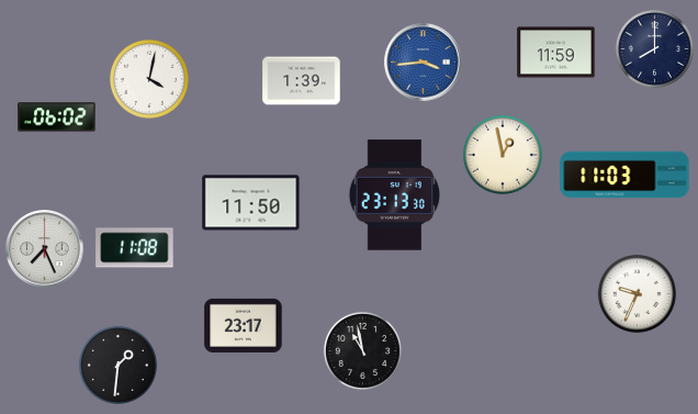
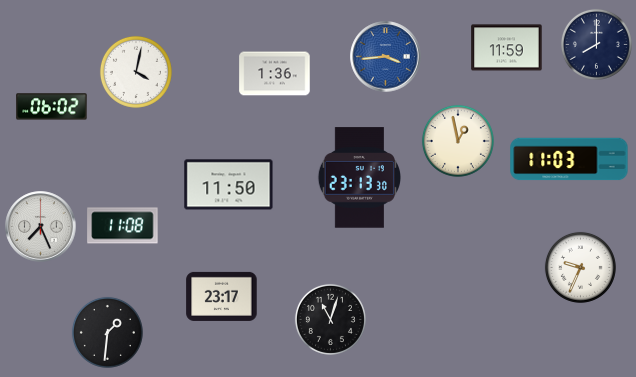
clock at (302, 81): 1:39 -> 1:36
clock at (362, 350): 10:58 -> 11:03
